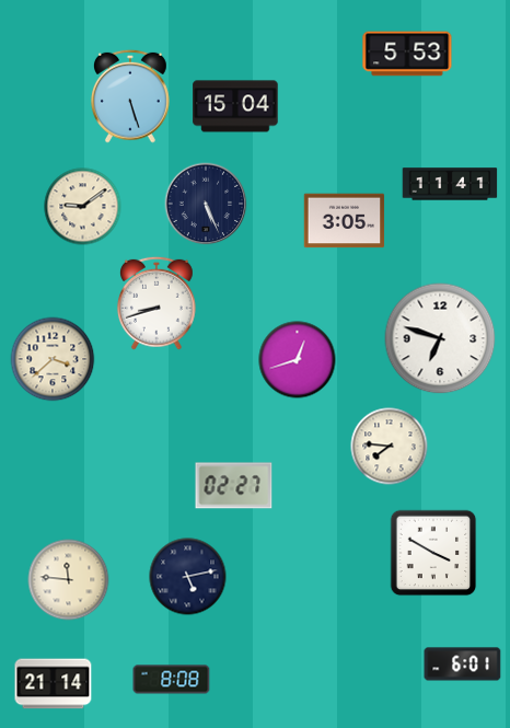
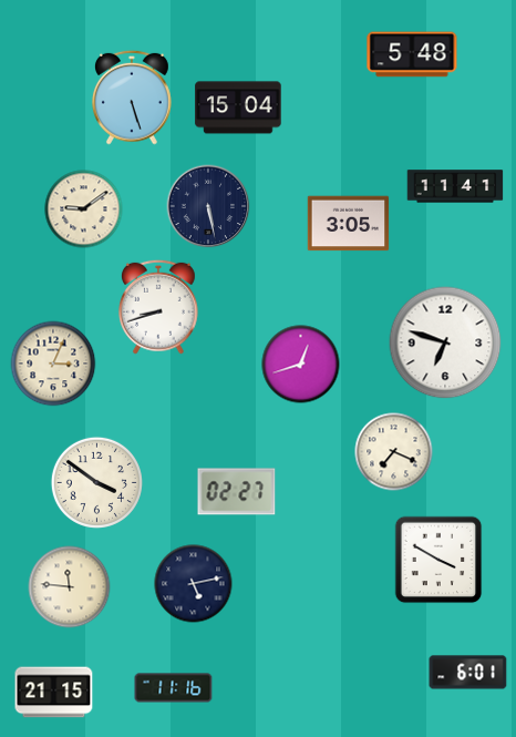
clock at (407, 54): 5:53 -> 5:48
clock at (206, 204): 5:26 -> 5:28
clock at (53, 359): 3:38 -> 3:04
clock at (390, 447): 7:46 -> 7:19
clock at (96, 482): none -> 3:51
clock at (188, 577) position: (188, 577) -> (194, 584)
clock at (172, 680): 8:08 -> 11:16
clock at (54, 684): 21:14 -> 21:15
